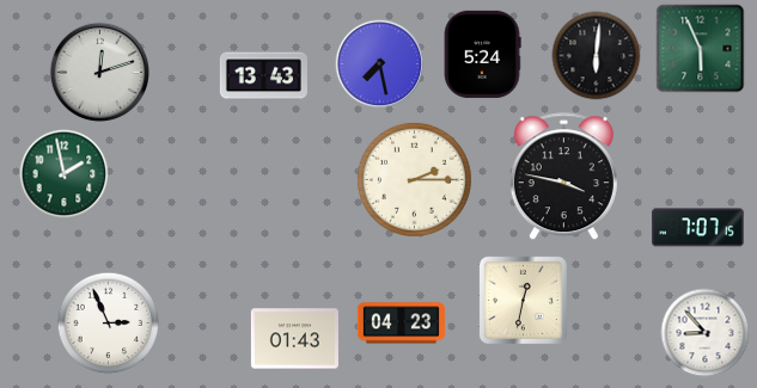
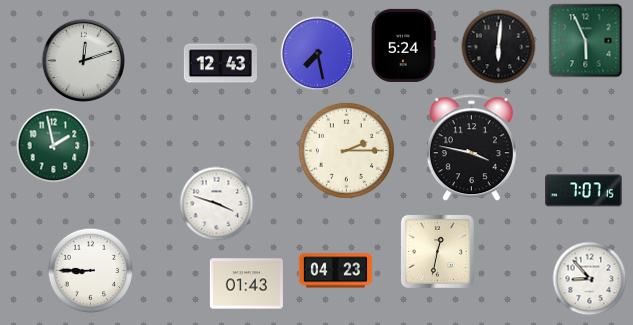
clock at (263, 76): 13:43 -> 12:43
clock at (217, 204): none -> 3:48
clock at (109, 324): 2:56 -> 8:45
